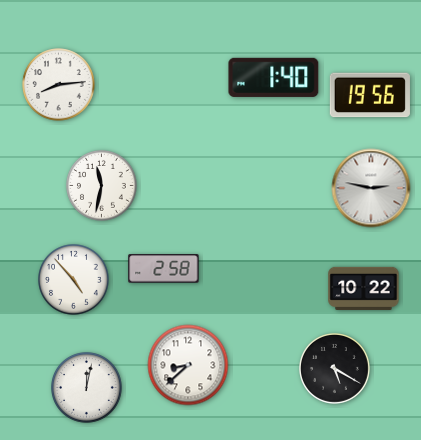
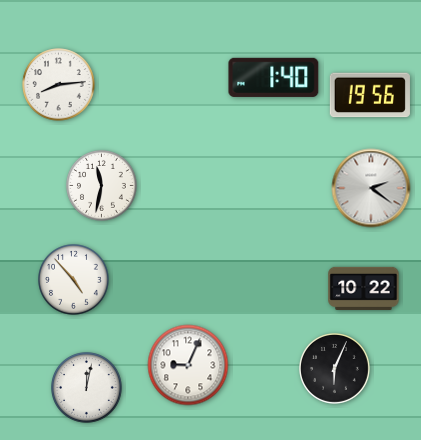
clock at (371, 188): 2:47 -> 2:21
clock at (164, 269): 2:58 -> none
clock at (188, 365): 8:38 -> 9:04
clock at (335, 369): 5:20 -> 6:04
